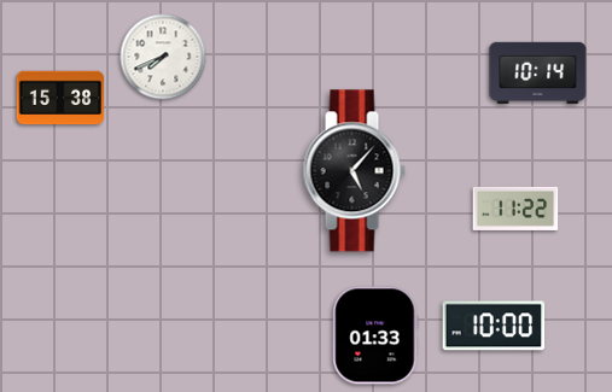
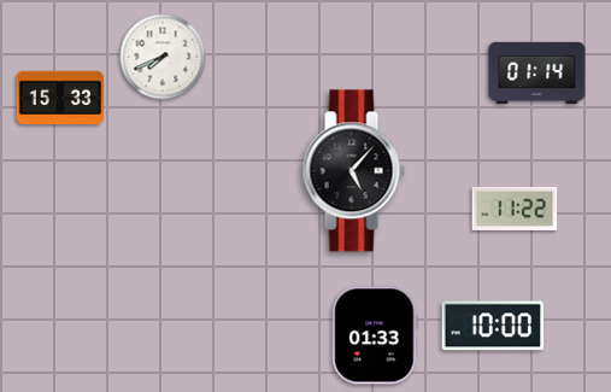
clock at (538, 72): 10:14 -> 01:14
clock at (60, 98): 15:38 -> 15:33
